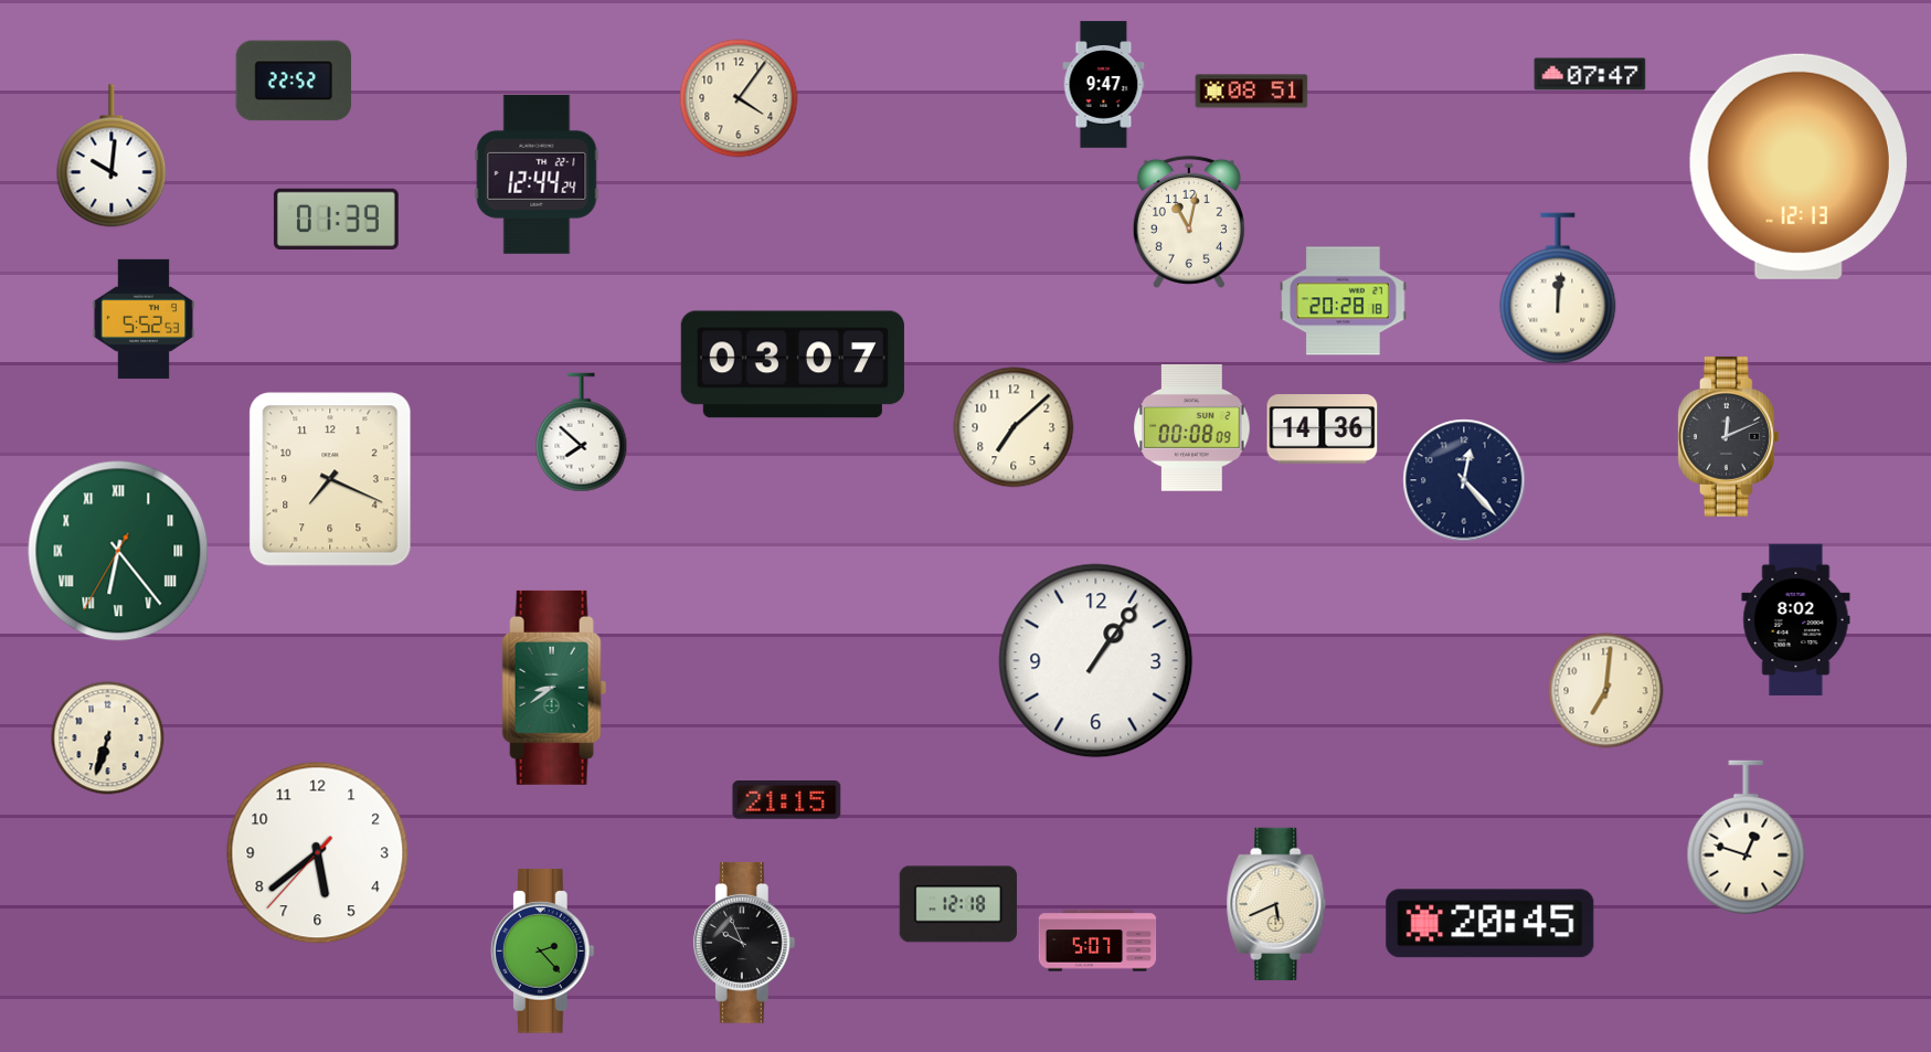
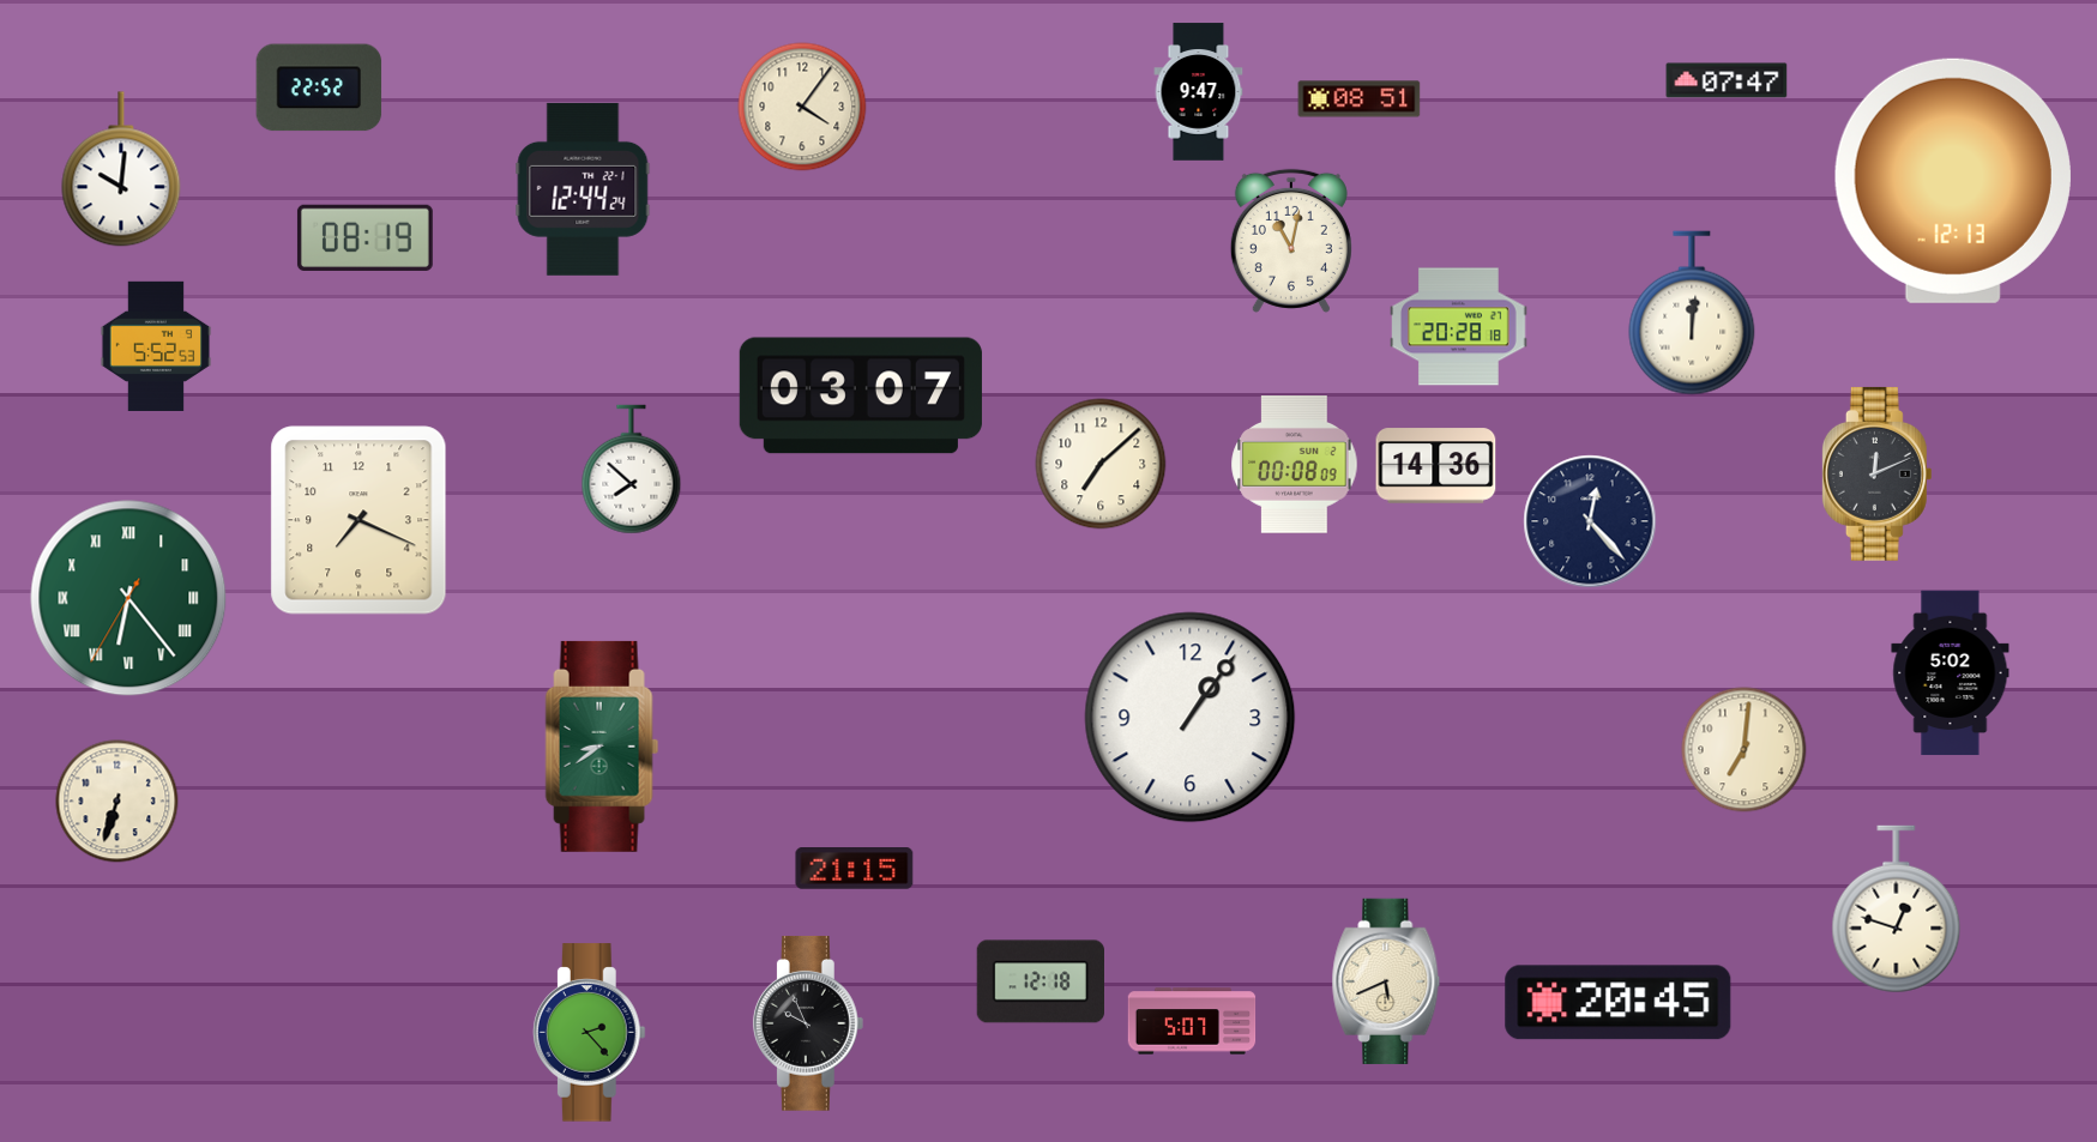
clock at (336, 219): 01:39 -> 08:19
clock at (1796, 620): 8:02 -> 5:02
clock at (318, 853): 5:38 -> none
